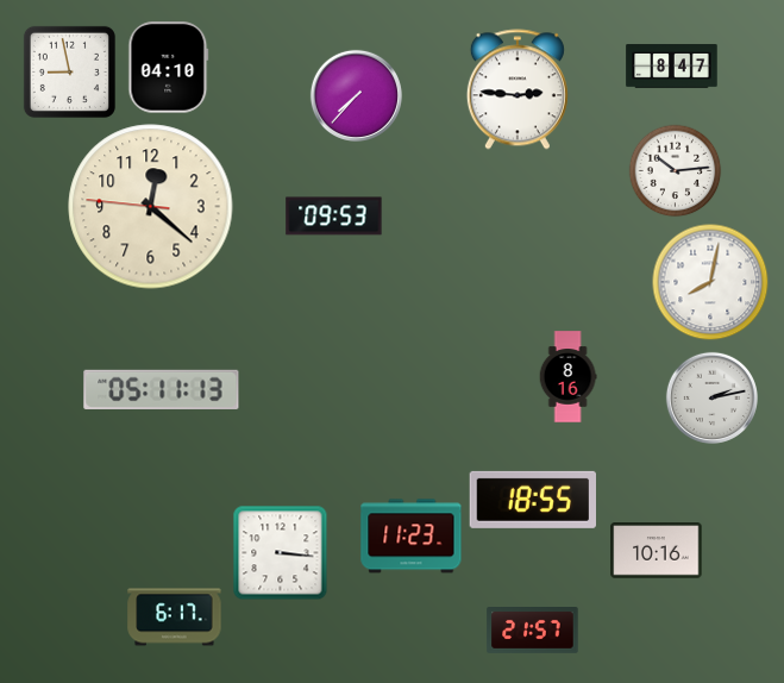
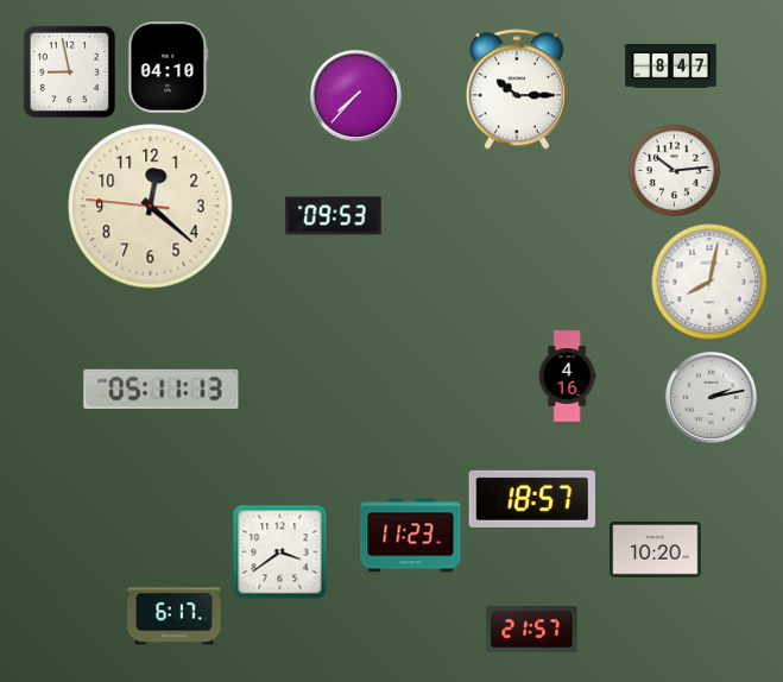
clock at (518, 89): 2:46 -> 10:15
clock at (567, 377): 8:16 -> 4:16
clock at (532, 500): 18:55 -> 18:57
clock at (657, 551): 10:16 -> 10:20
clock at (280, 552): 3:16 -> 3:39
